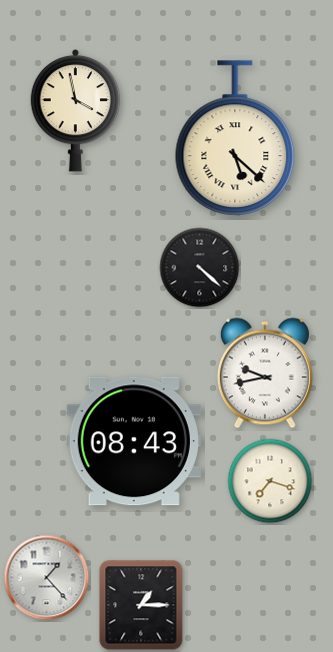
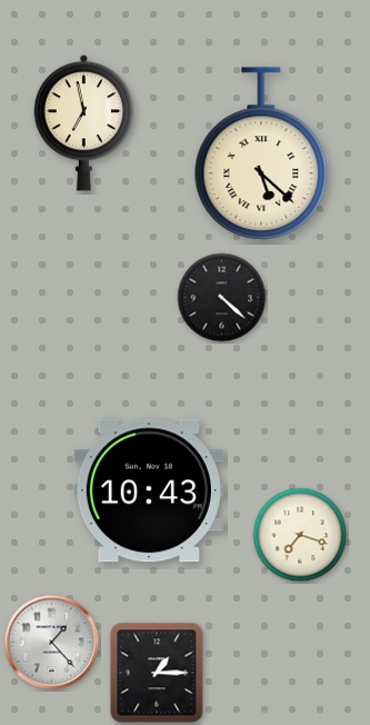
clock at (76, 110): 3:58 -> 6:58
clock at (265, 373): 9:43 -> none
clock at (134, 441): 08:43 -> 10:43
